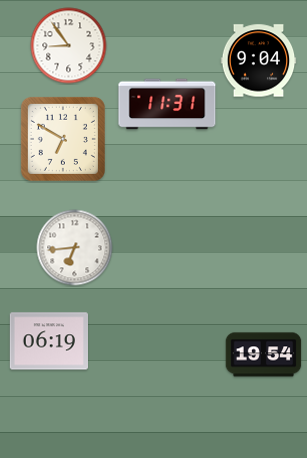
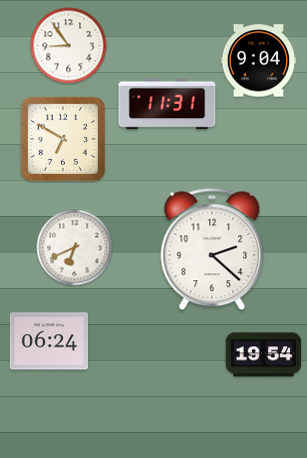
clock at (75, 248): 6:44 -> 6:41
clock at (212, 249): none -> 2:22
clock at (48, 341): 06:19 -> 06:24
